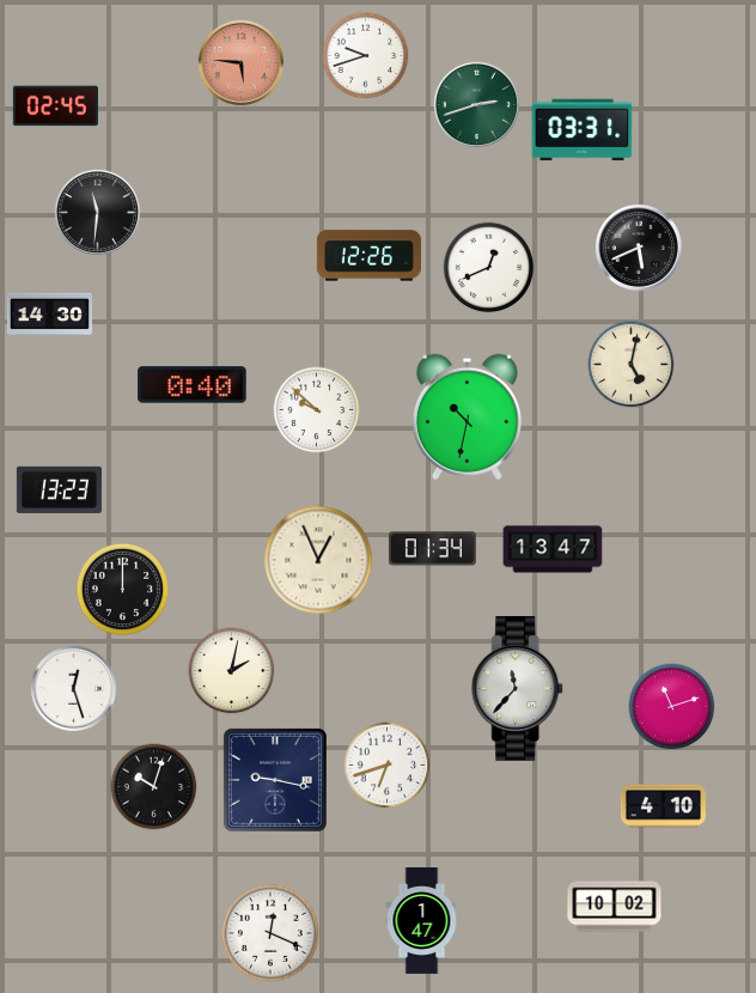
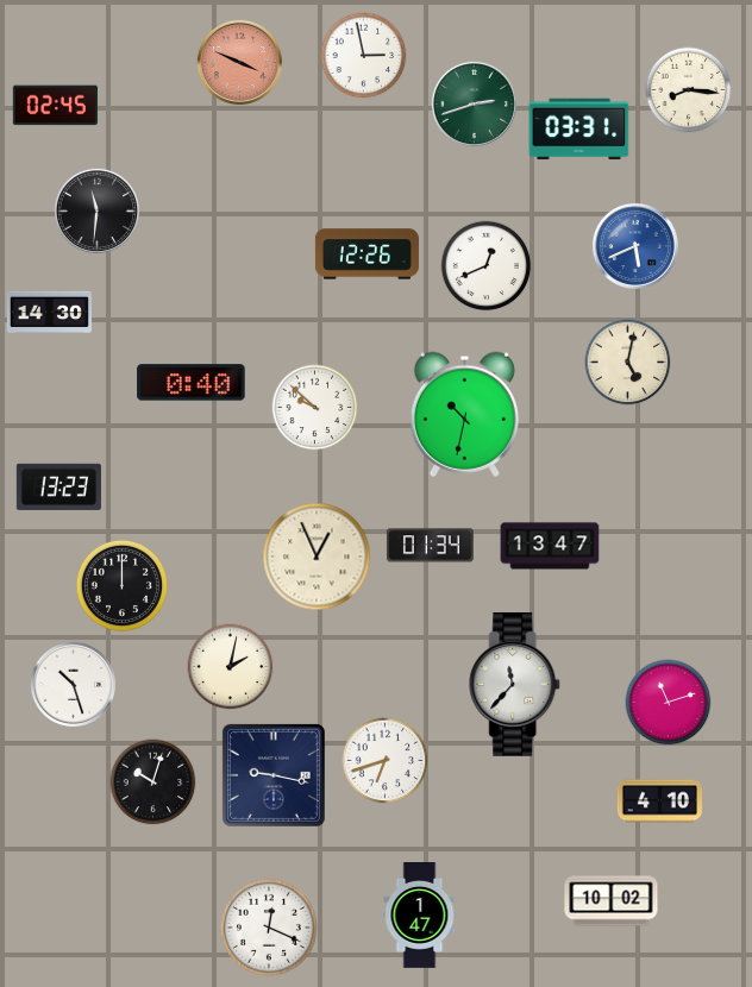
clock at (366, 56): 9:42 -> 2:58
clock at (240, 62): 5:46 -> 3:49
clock at (689, 90): none -> 8:16
clock at (639, 248) dial: black -> blue
clock at (73, 688): 12:27 -> 10:27
